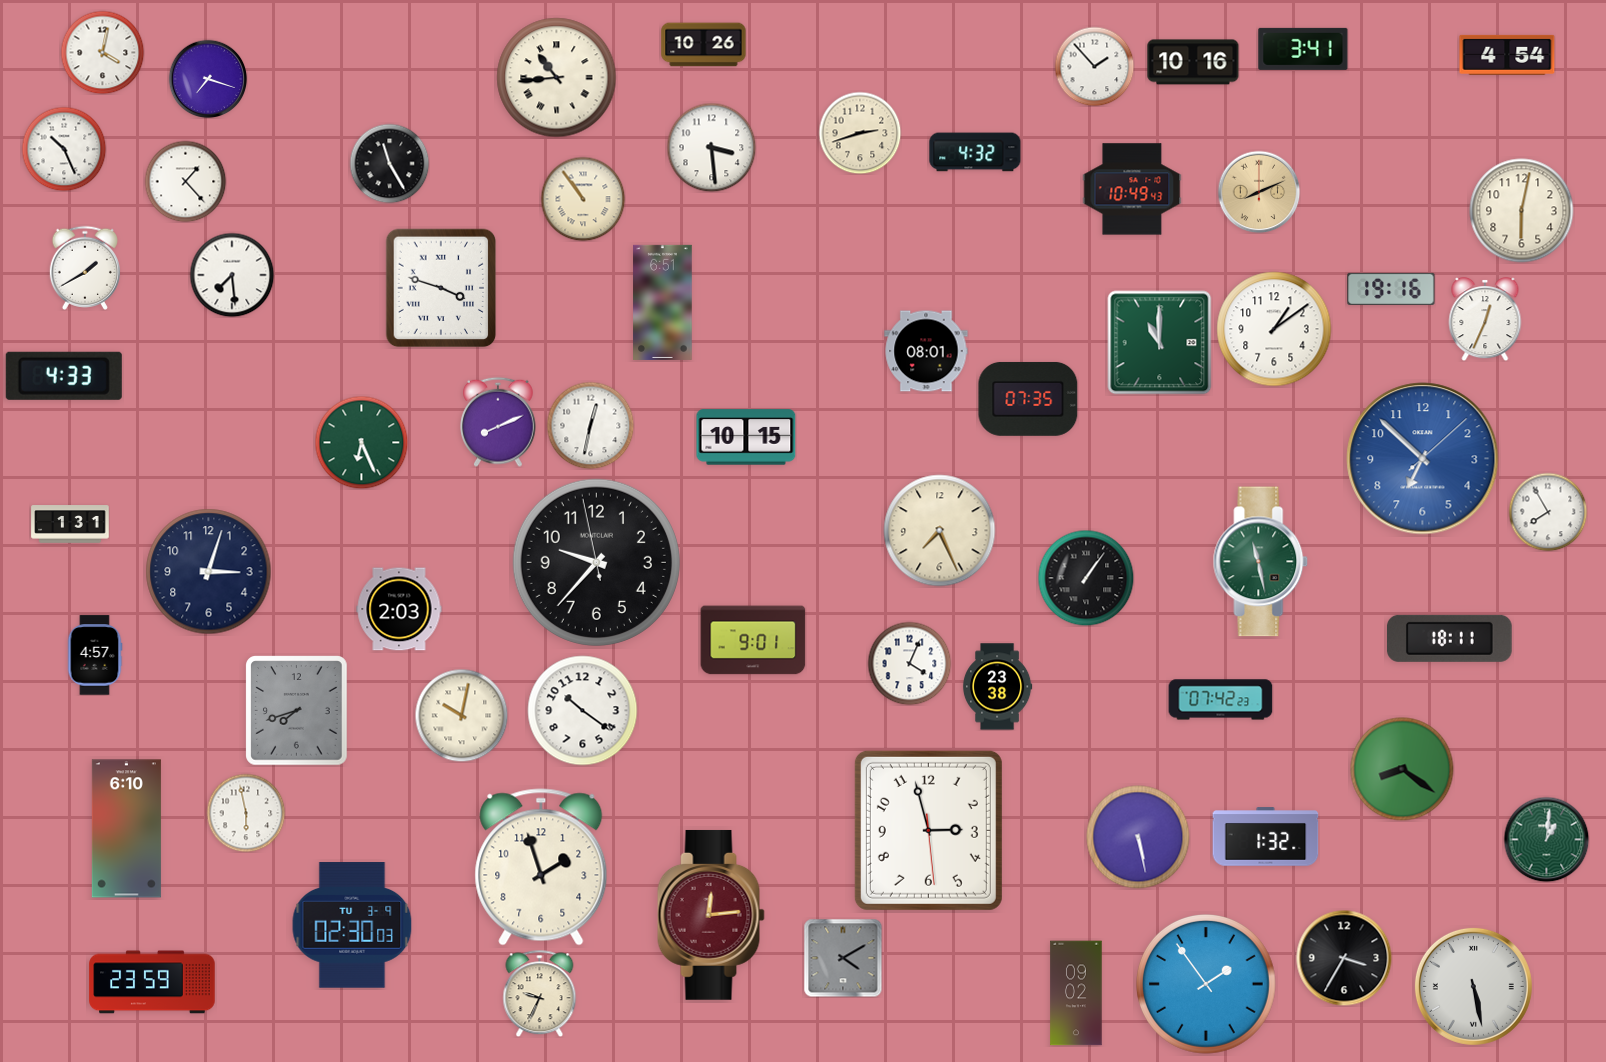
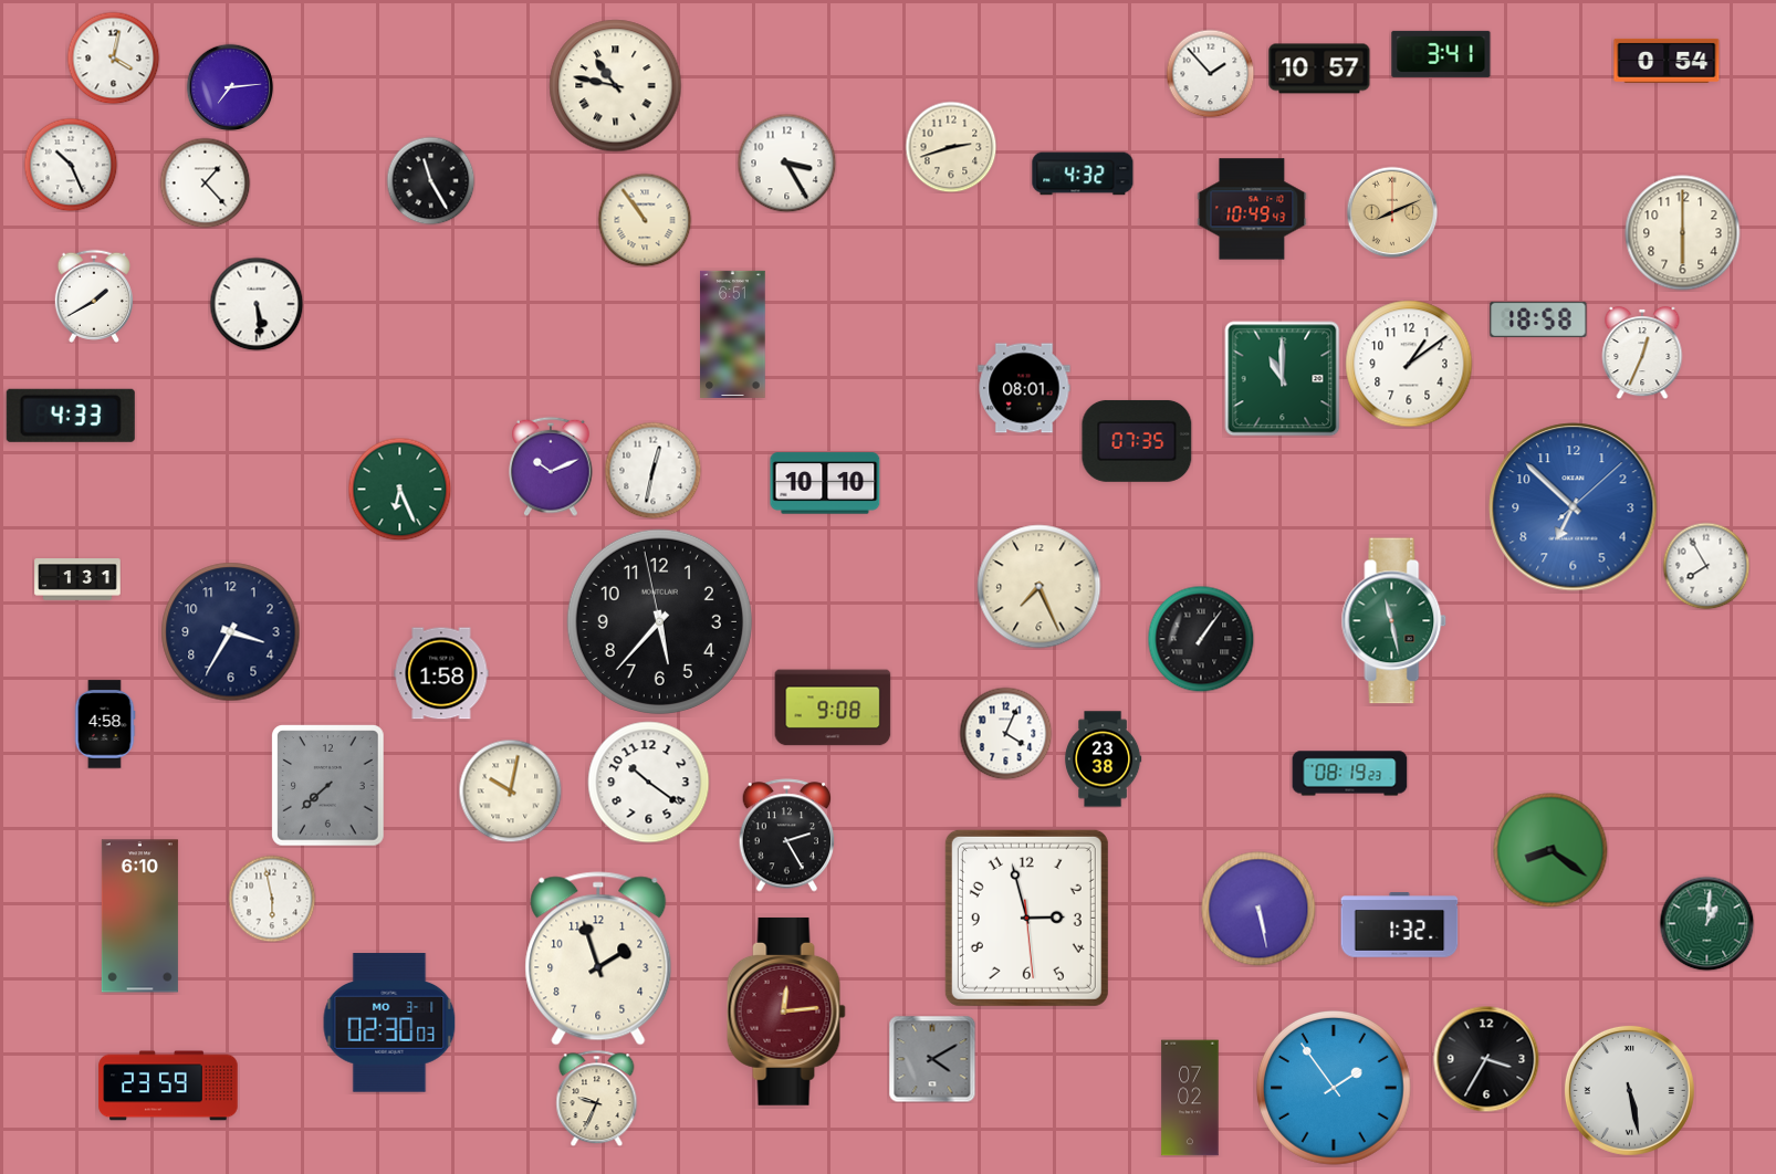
clock at (704, 45): 10:26 -> none
clock at (1507, 55): 4:54 -> 0:54
clock at (1193, 62): 10:16 -> 10:57
clock at (557, 78): 10:44 -> 10:47
clock at (208, 79): 7:18 -> 7:14
clock at (711, 147): 3:29 -> 3:25
clock at (975, 152) position: (975, 152) -> (1083, 174)
clock at (185, 181) position: (185, 181) -> (205, 182)
clock at (1522, 211): 6:02 -> 6:00
clock at (232, 275): 7:29 -> 5:29
clock at (441, 288): 3:48 -> none
clock at (1391, 289): 19:16 -> 18:58
clock at (498, 422): 8:11 -> 10:11
clock at (746, 437): 10:15 -> 10:10
clock at (1548, 512) position: (1548, 512) -> (1706, 566)
clock at (596, 562): 9:36 -> 5:36
clock at (209, 572): 3:03 -> 3:35
clock at (399, 609): 2:03 -> 1:58
clock at (1450, 638): 18:11 -> none
clock at (753, 640): 9:01 -> 9:08
clock at (95, 655): 4:57 -> 4:58
clock at (1221, 700): 07:42 -> 08:19
clock at (297, 711): 7:42 -> 7:38
clock at (583, 711) position: (583, 711) -> (649, 783)
clock at (787, 836): none -> 2:25
clock at (1138, 837) position: (1138, 837) -> (1258, 909)
clock at (1546, 839) position: (1546, 839) -> (1706, 923)
clock at (352, 925) date: TU 3-9 -> MO 3-1
clock at (1076, 993): 09:02 -> 07:02
